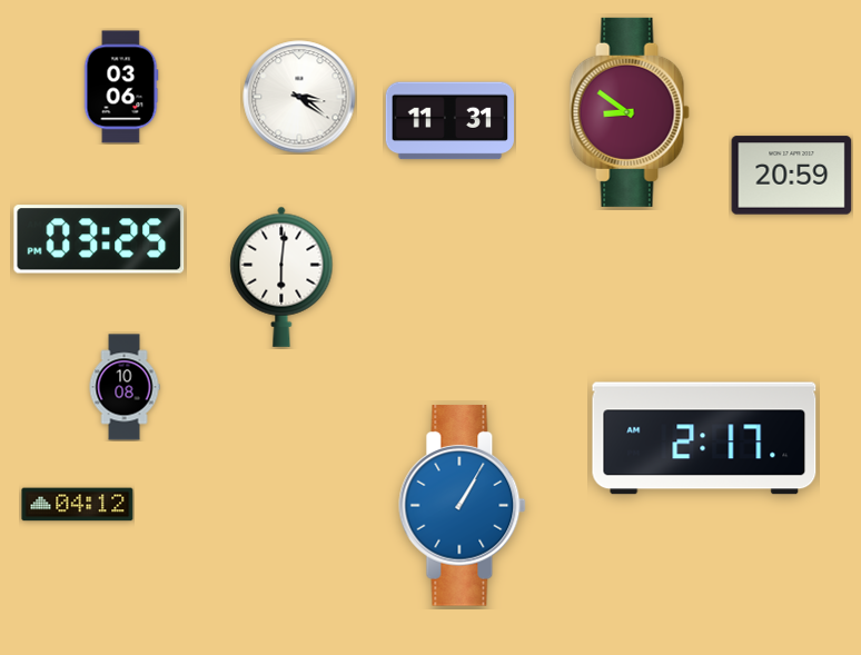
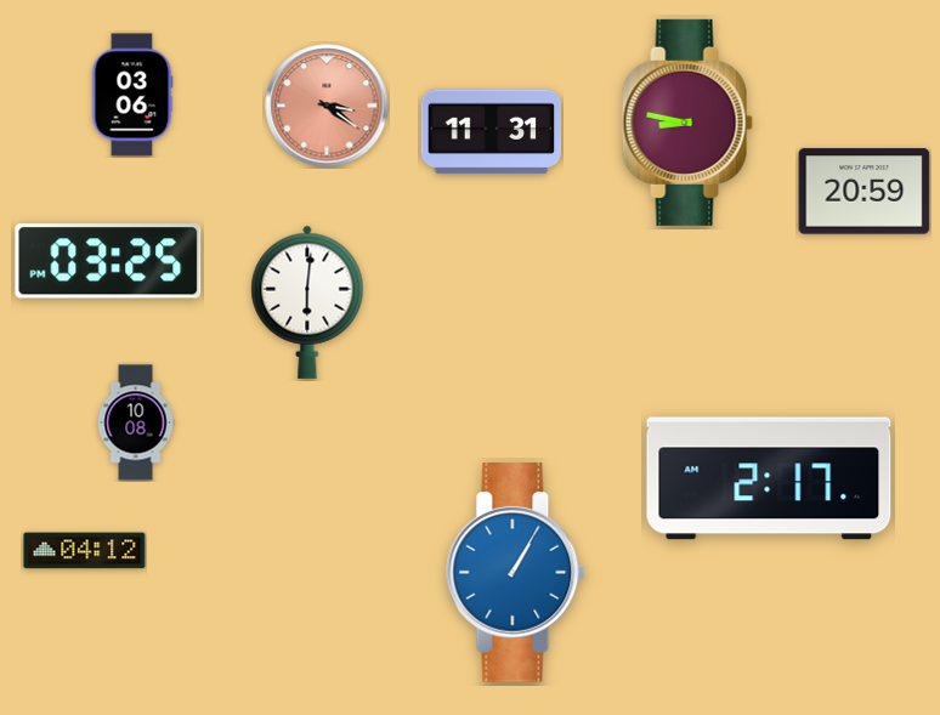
clock at (299, 97) dial: white -> salmon
clock at (630, 112): 8:51 -> 8:47
clock at (463, 506) position: (463, 506) -> (516, 573)
